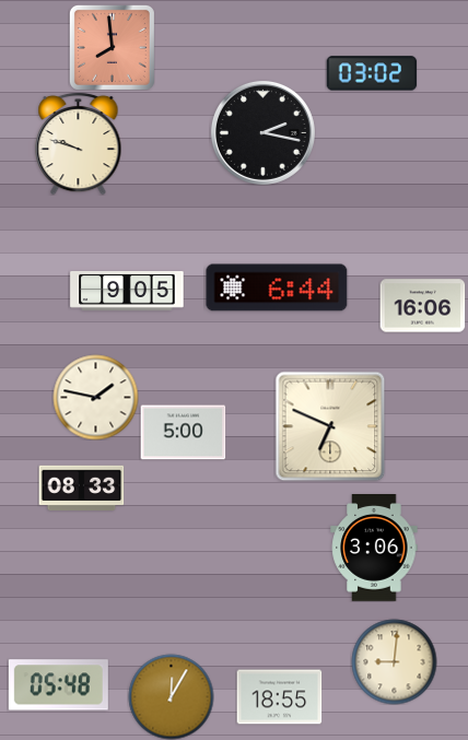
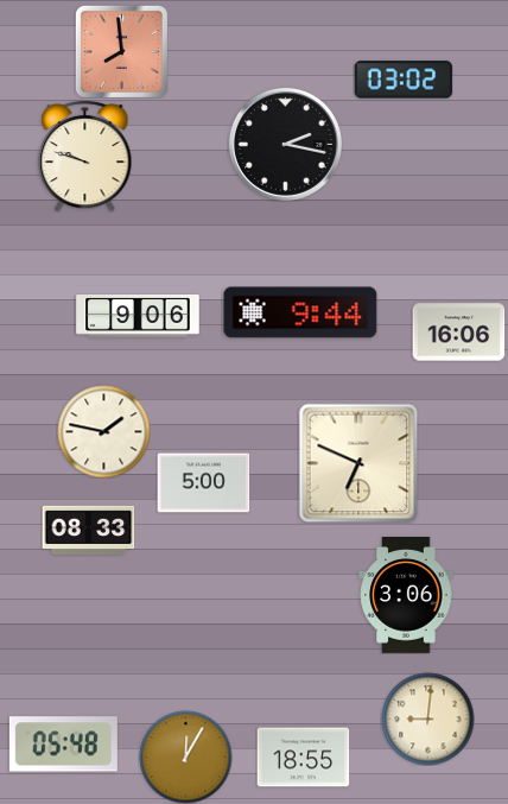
clock at (277, 287): 6:44 -> 9:44
clock at (127, 292): 9:05 -> 9:06
clock at (183, 433) position: (183, 433) -> (203, 483)
